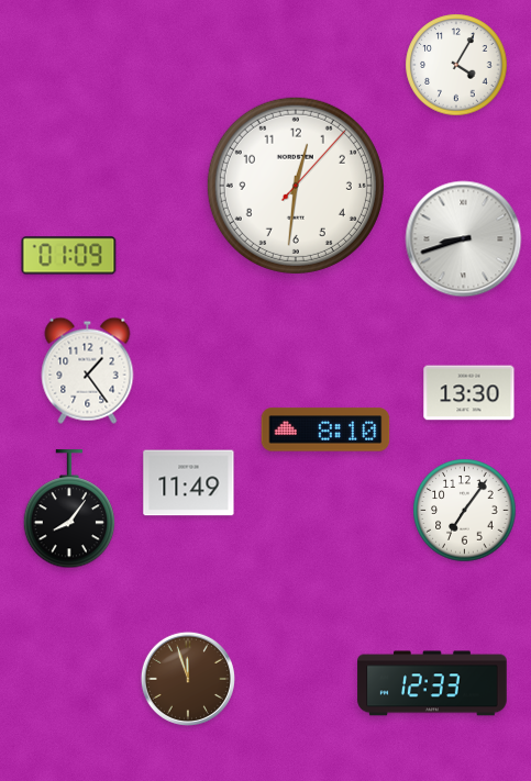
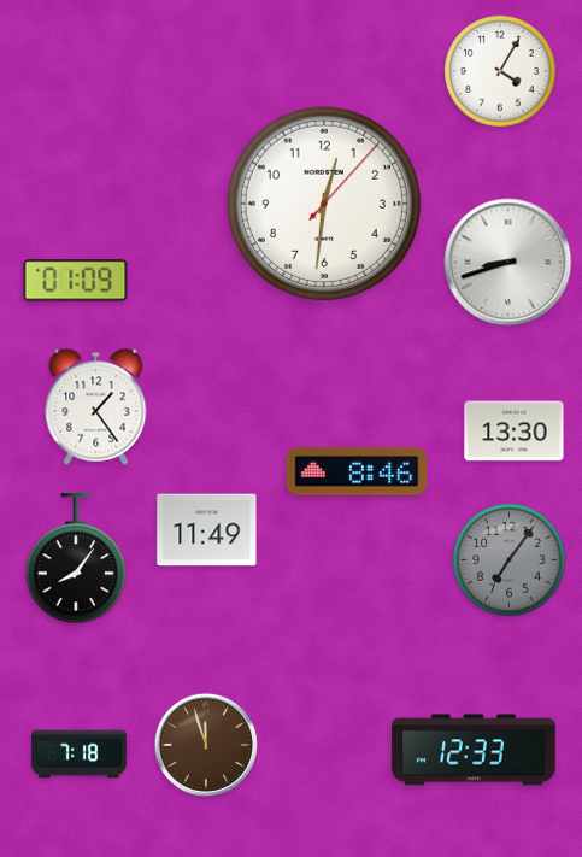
clock at (325, 429): 8:10 -> 8:46
clock at (465, 511) dial: white -> grey
clock at (80, 755): none -> 7:18
